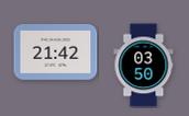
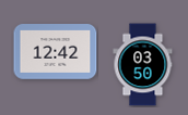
clock at (56, 53): 21:42 -> 12:42
